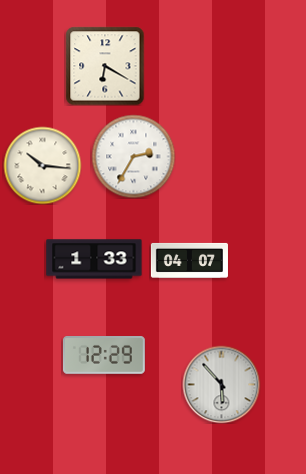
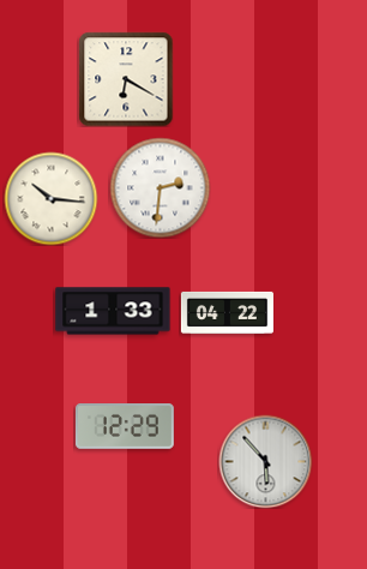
clock at (133, 156): 2:35 -> 2:31
clock at (189, 260): 04:07 -> 04:22
